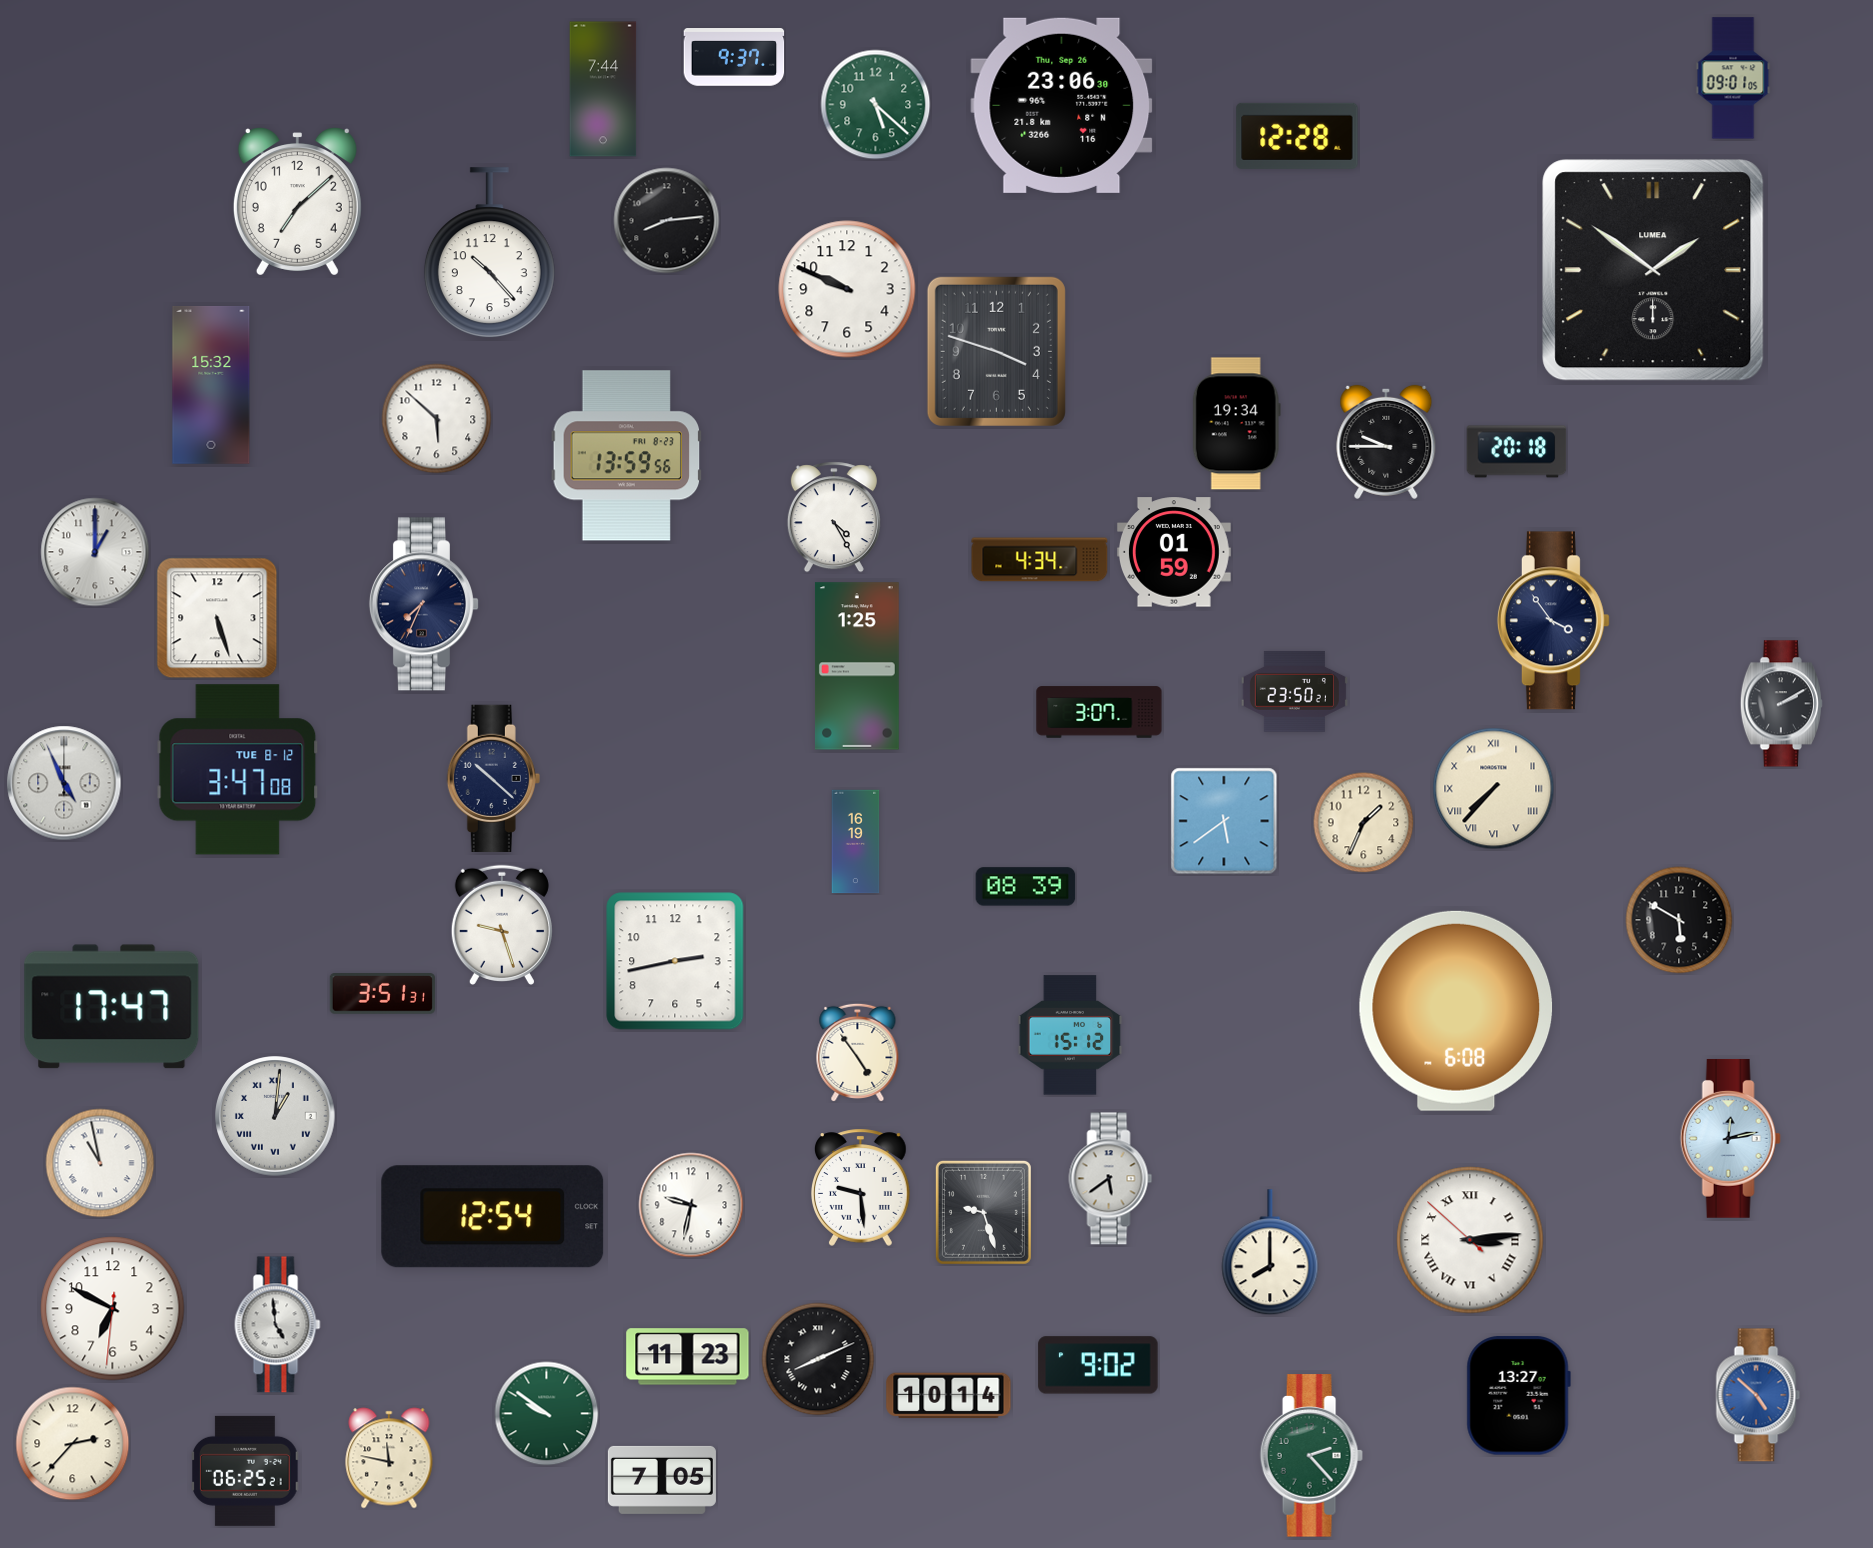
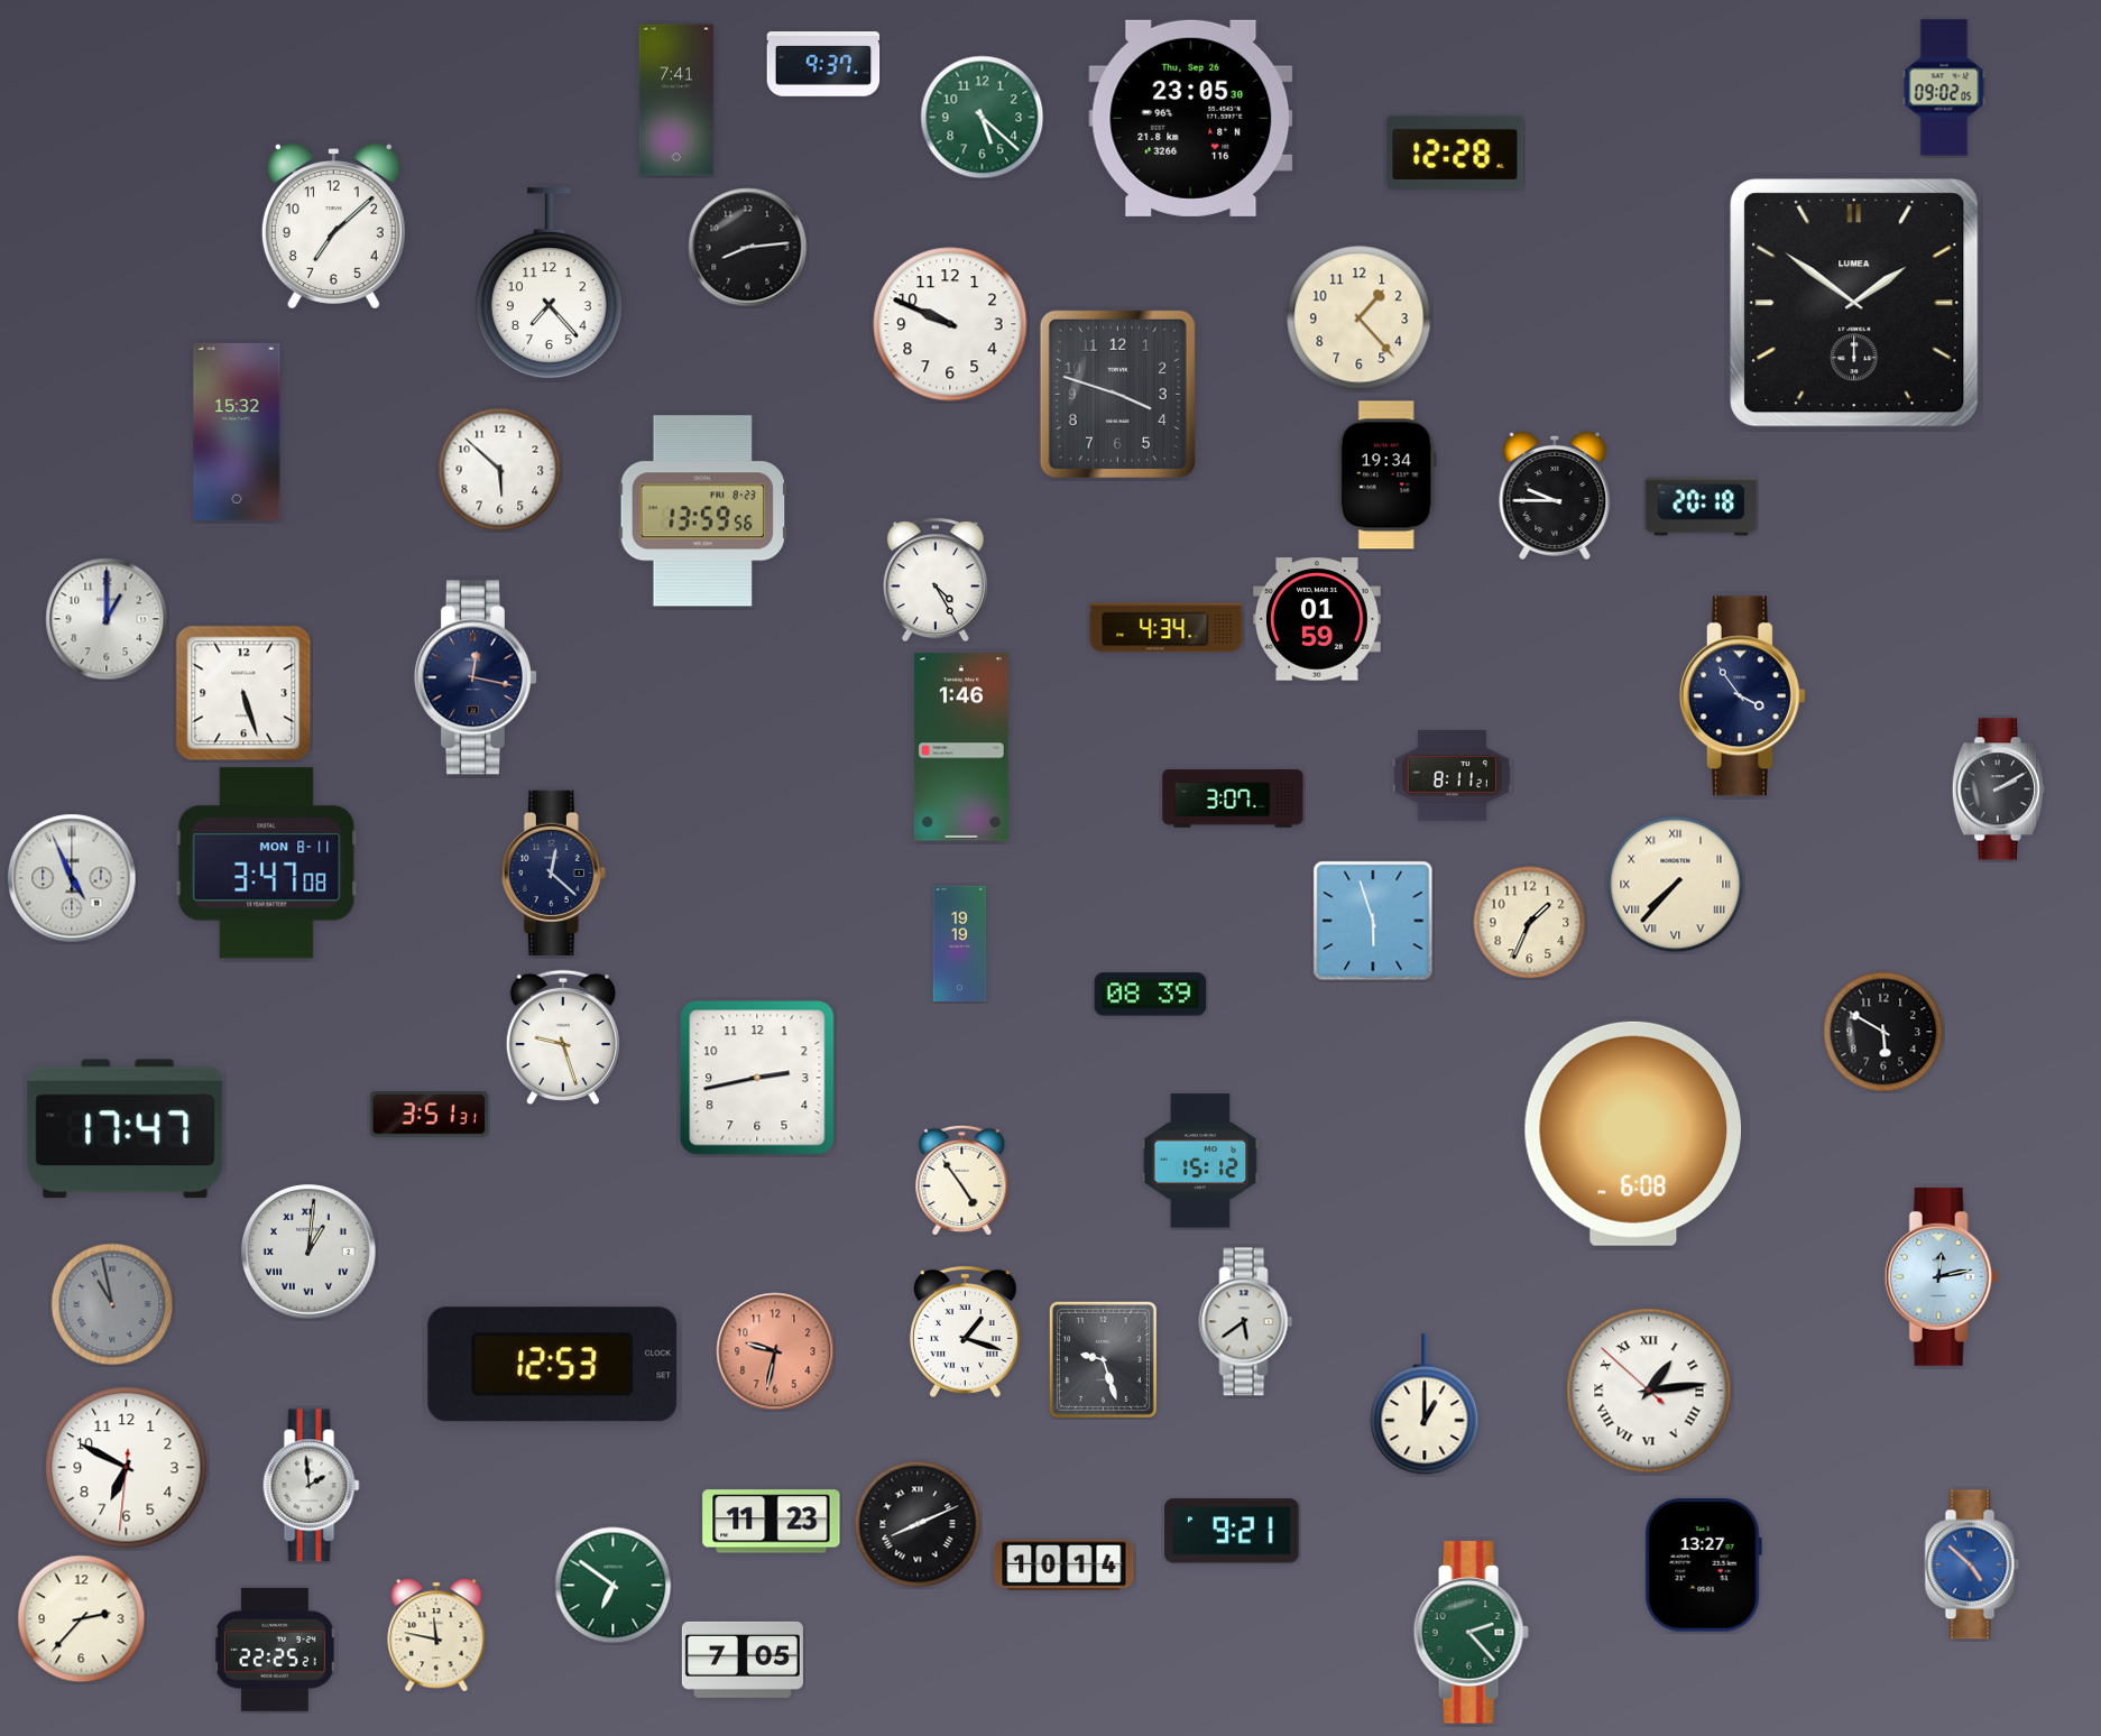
clock at (1733, 78): 09:01 -> 09:02
clock at (603, 89): 7:44 -> 7:41
clock at (1062, 105): 23:06 -> 23:05
clock at (489, 253): 10:23 -> 7:23
clock at (1360, 318): none -> 1:23
clock at (437, 419) position: (437, 419) -> (500, 470)
clock at (423, 604): 7:34 -> 12:17
clock at (857, 666): 1:25 -> 1:46
clock at (1294, 691): 23:50 -> 8:11
clock at (238, 770) date: TUE 8-12 -> MON 8-11
clock at (493, 778): 10:22 -> 12:22
clock at (1224, 821): 5:39 -> 5:57
clock at (856, 842): 16:19 -> 19:19
clock at (100, 1163) dial: white -> grey
clock at (861, 1187): 9:29 -> 1:18
clock at (691, 1205) dial: white -> salmon
clock at (493, 1217): 12:54 -> 12:53
clock at (1470, 1240): 3:13 -> 1:13
clock at (1270, 1253): 8:00 -> 1:00
clock at (278, 1325): 4:59 -> 1:59
clock at (1098, 1365): 9:02 -> 9:21
clock at (547, 1414): 9:51 -> 6:51
clock at (245, 1471): 06:25 -> 22:25
